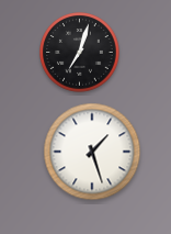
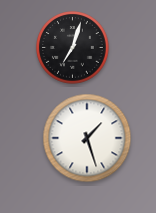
clock at (92, 152) position: (92, 152) -> (87, 138)
